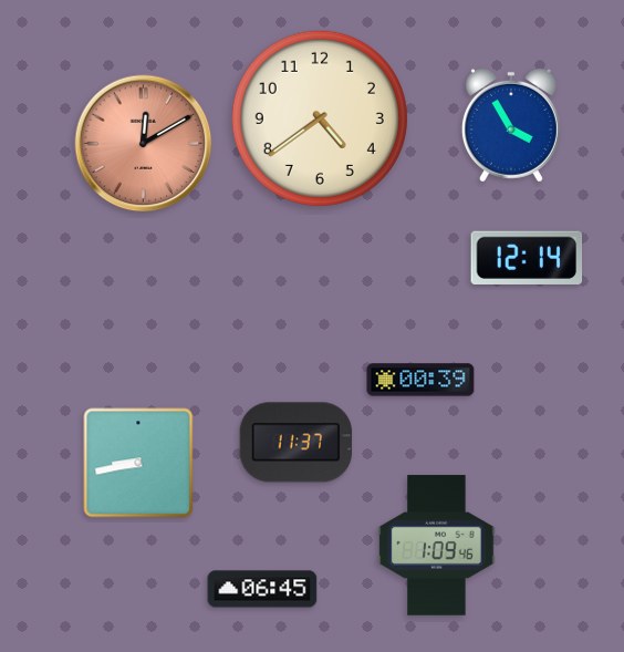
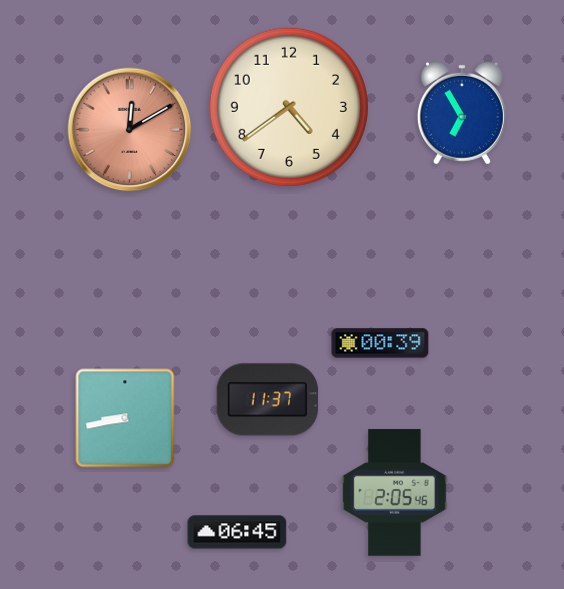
clock at (511, 125): 3:55 -> 6:55
clock at (527, 257): 12:14 -> none
clock at (437, 546): 1:09 -> 2:05
